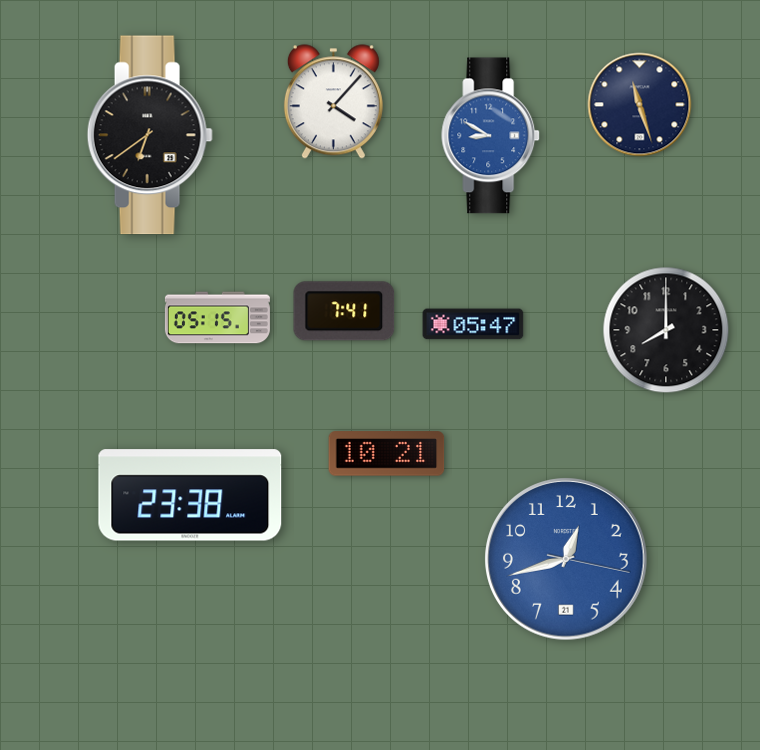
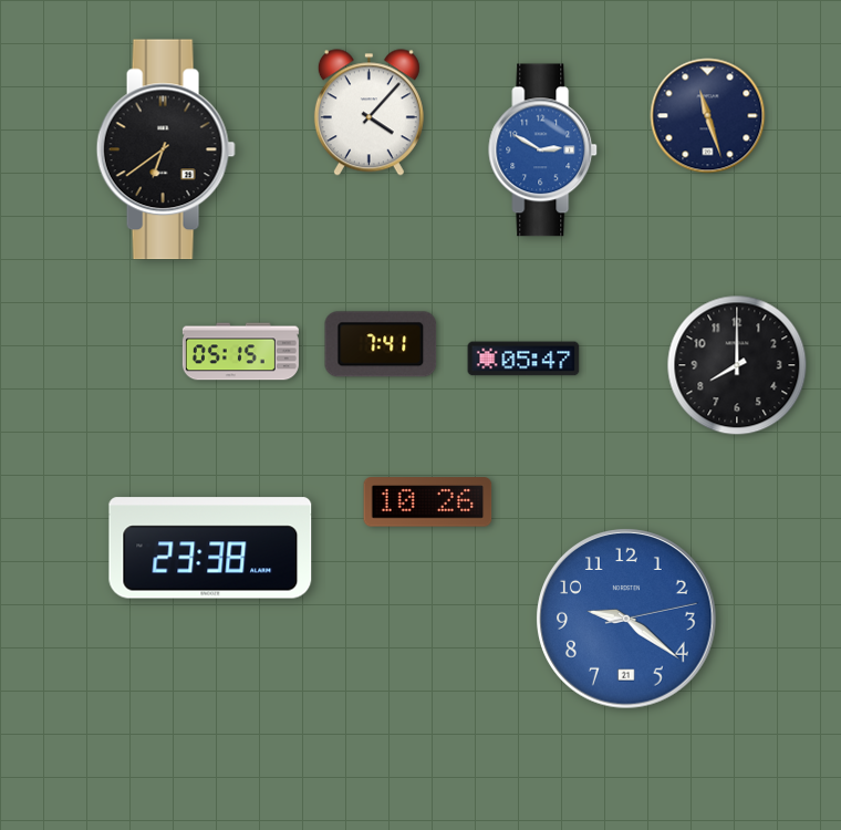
clock at (491, 136): 8:50 -> 2:50
clock at (387, 454): 10:21 -> 10:26
clock at (566, 559): 12:42 -> 9:21
